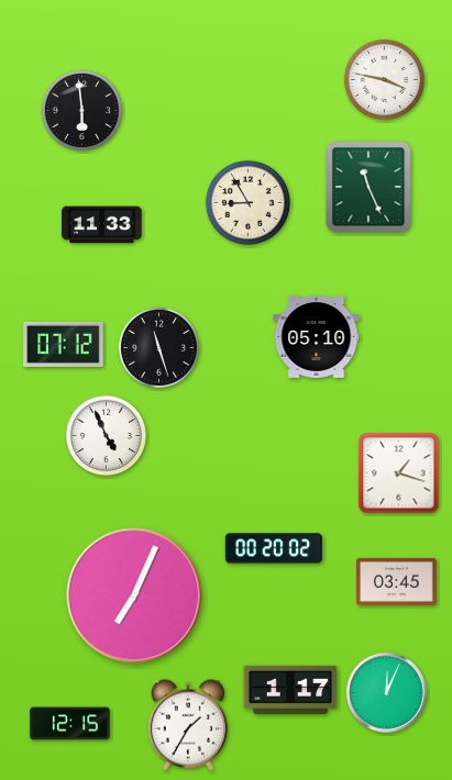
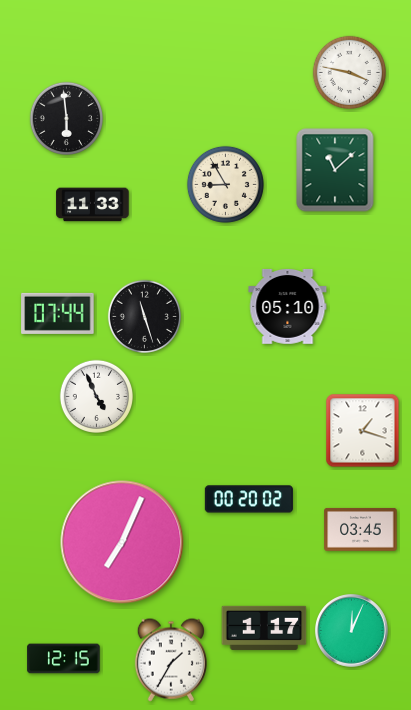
clock at (81, 110) position: (81, 110) -> (66, 118)
clock at (368, 187): 11:26 -> 11:08
clock at (64, 344): 07:12 -> 07:44
